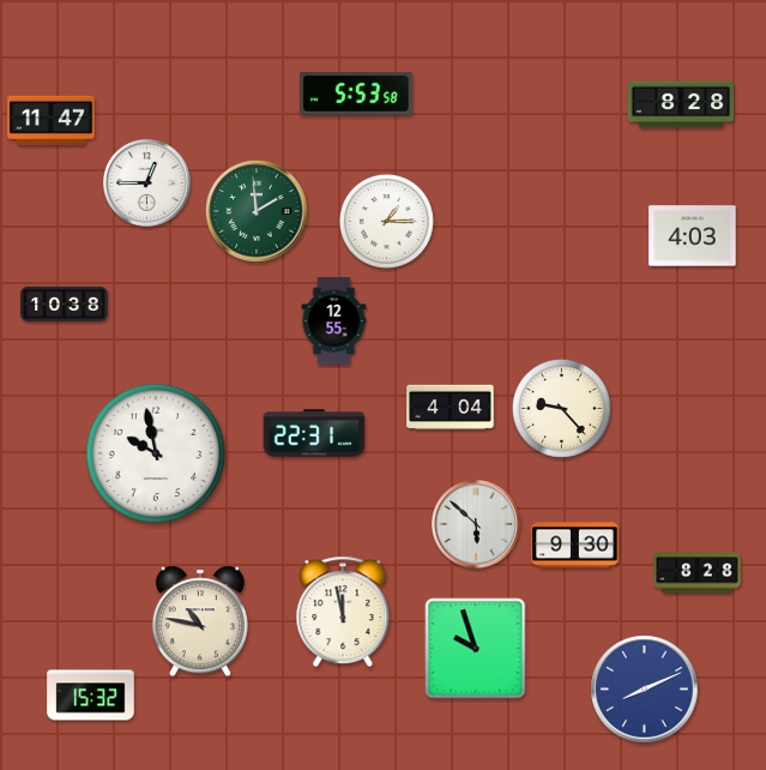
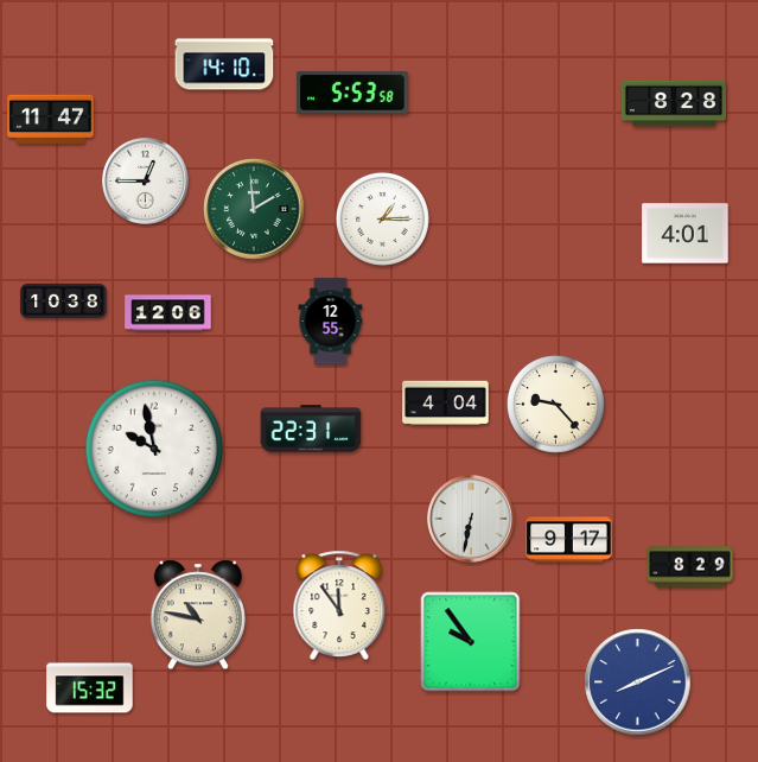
clock at (224, 64): none -> 14:10
clock at (693, 236): 4:03 -> 4:01
clock at (168, 313): none -> 12:06
clock at (334, 321) position: (334, 321) -> (331, 322)
clock at (476, 524): 5:52 -> 6:32
clock at (575, 546): 9:30 -> 9:17
clock at (698, 573): 8:28 -> 8:29
clock at (343, 610): 11:58 -> 11:54
clock at (476, 649): 9:57 -> 9:54
